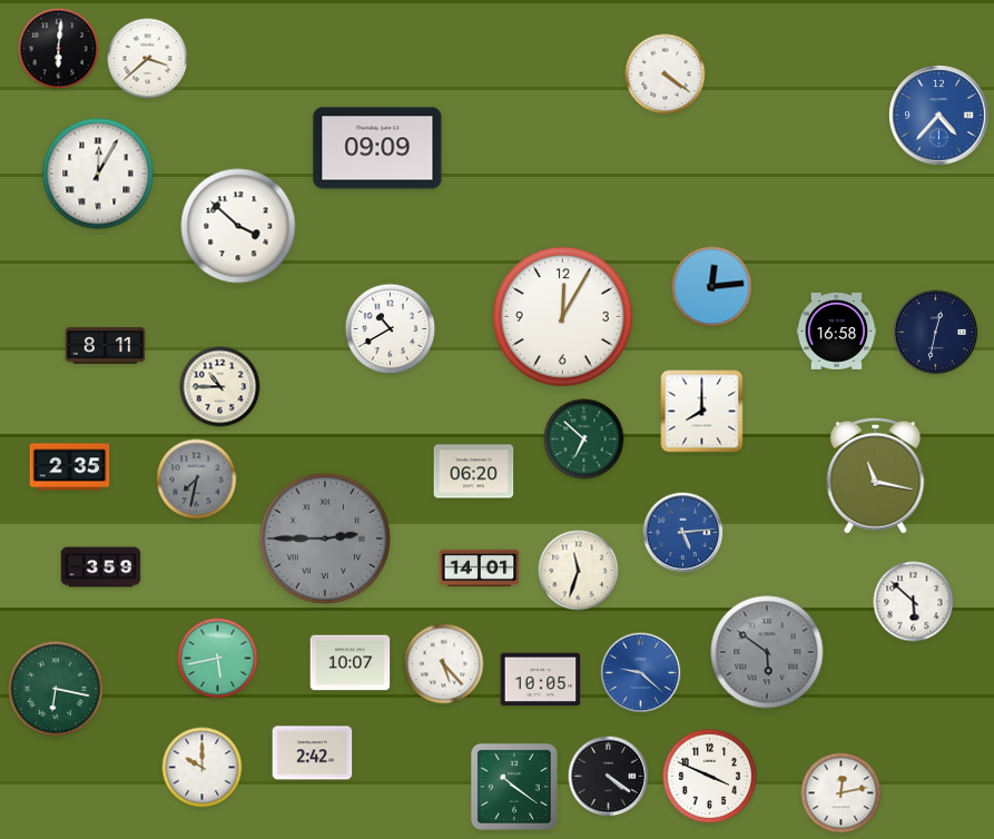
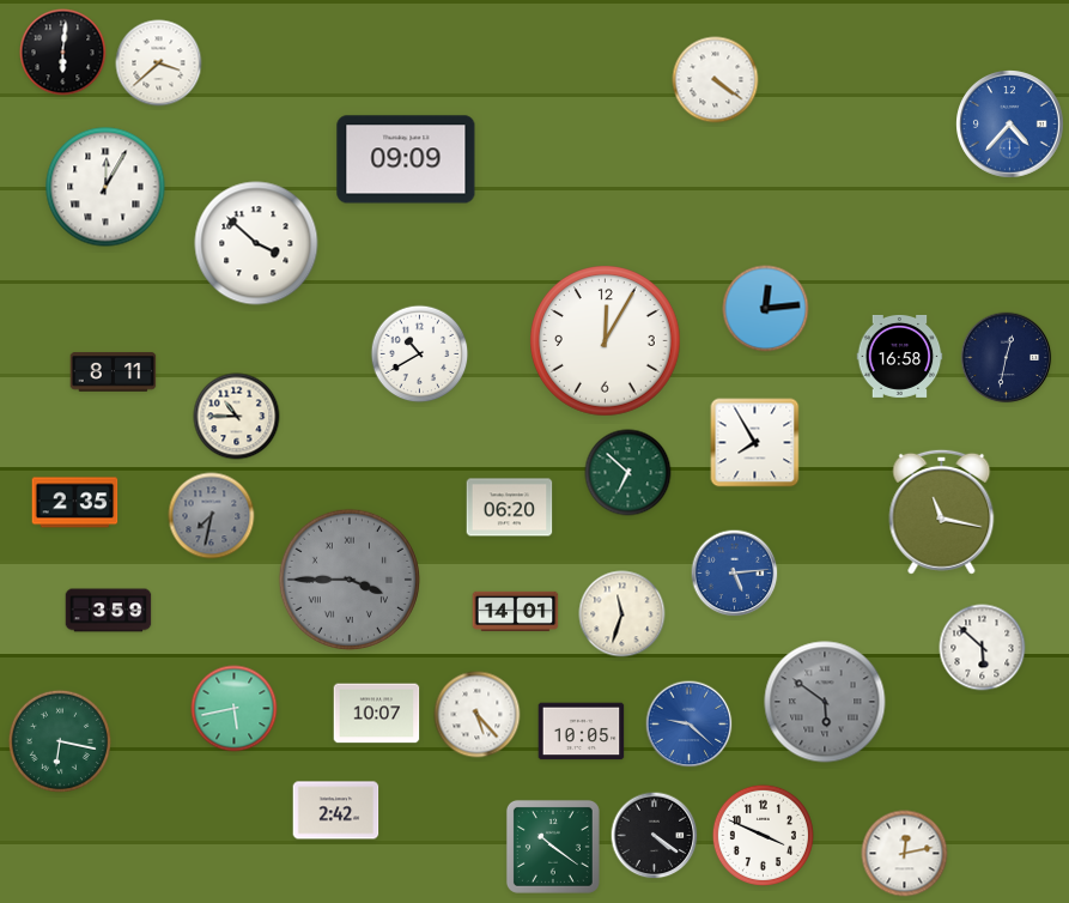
clock at (702, 412): 8:00 -> 7:55
clock at (325, 539): 2:45 -> 3:45
clock at (203, 768): 10:00 -> none
